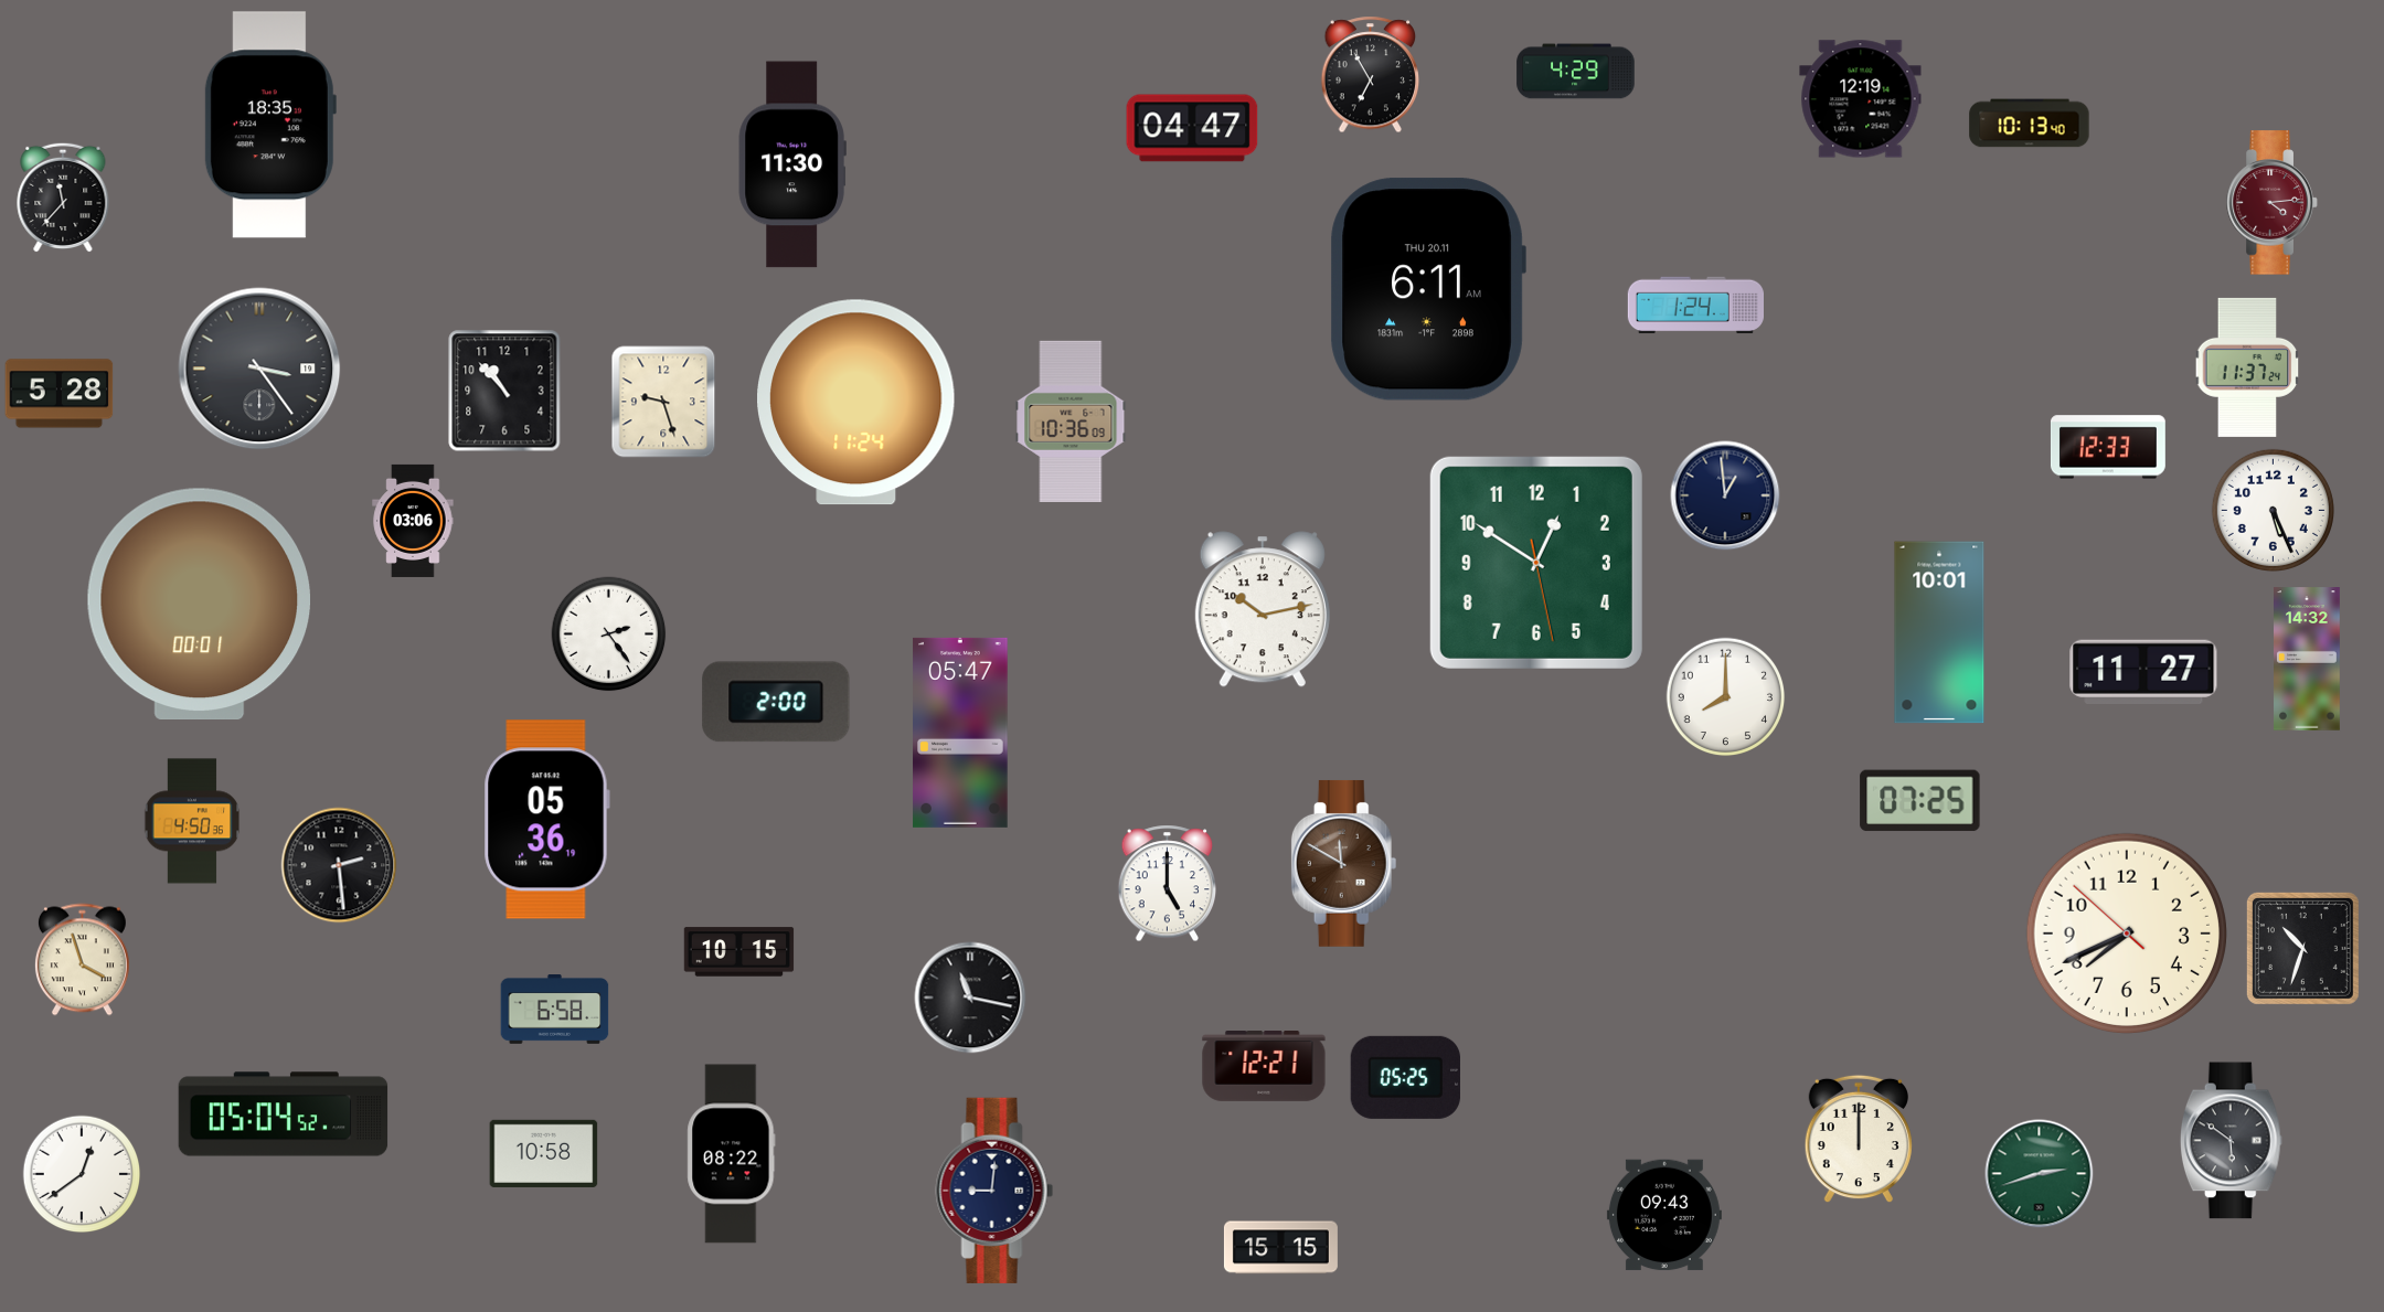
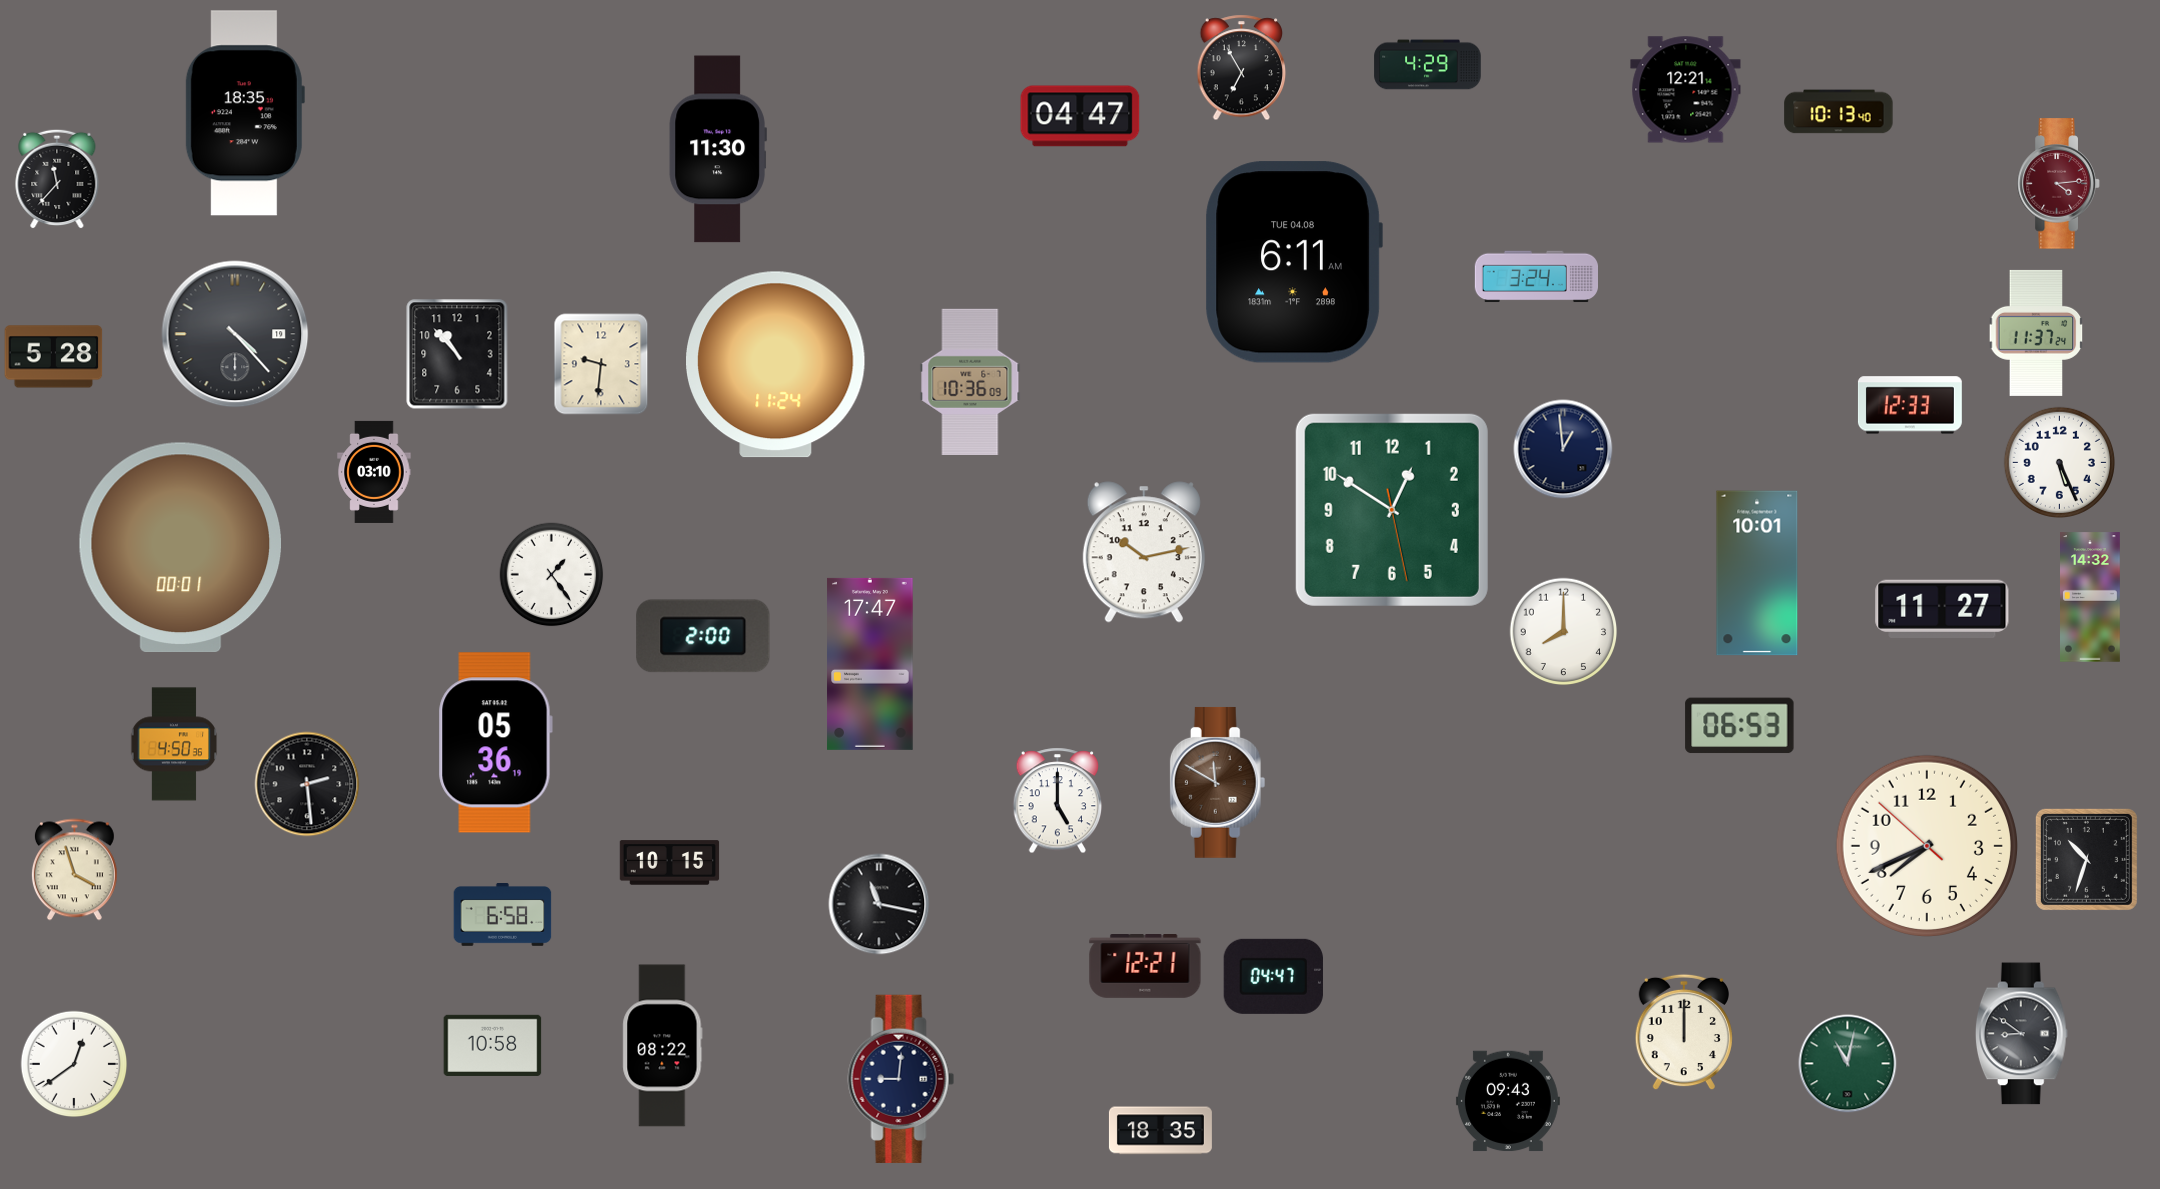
clock at (1861, 99): 12:19 -> 12:21
clock at (1428, 289) date: THU 20.11 -> TUE 04.08
clock at (1695, 306): 1:24 -> 3:24
clock at (259, 369): 3:24 -> 4:23
clock at (663, 402): 9:27 -> 9:31
clock at (413, 521): 03:06 -> 03:10
clock at (609, 634): 2:24 -> 1:24
clock at (960, 733): 05:47 -> 17:47
clock at (1920, 801): 07:25 -> 06:53
clock at (1405, 1077): 05:25 -> 04:47
clock at (284, 1114): 05:04 -> none
clock at (2231, 1141): 5:51 -> 8:51
clock at (2040, 1174): 2:42 -> 11:02
clock at (1280, 1248): 15:15 -> 18:35
